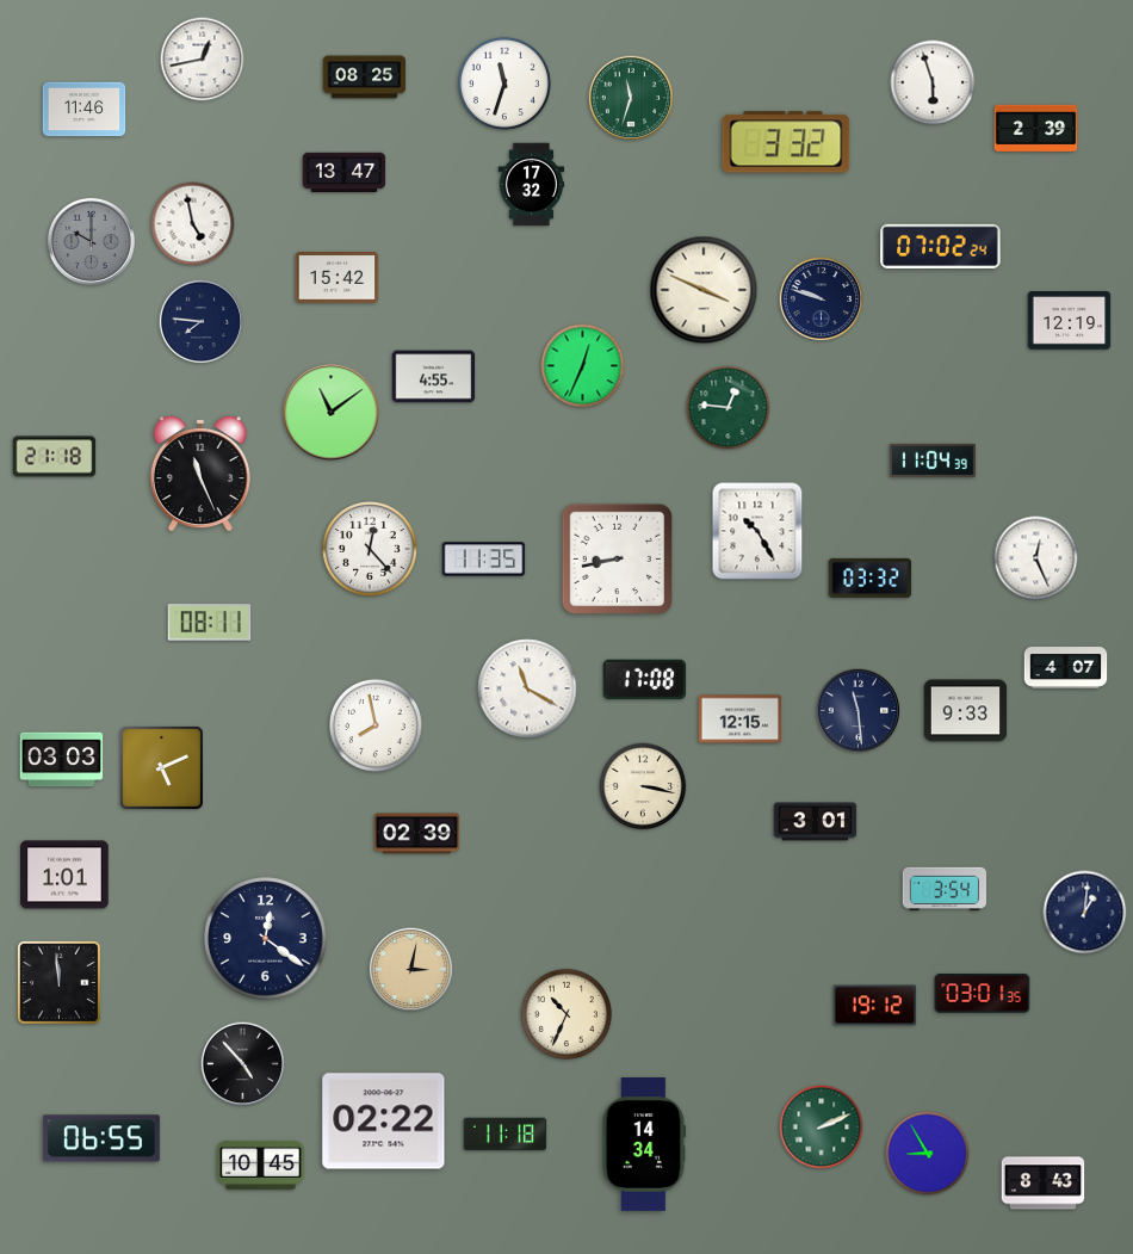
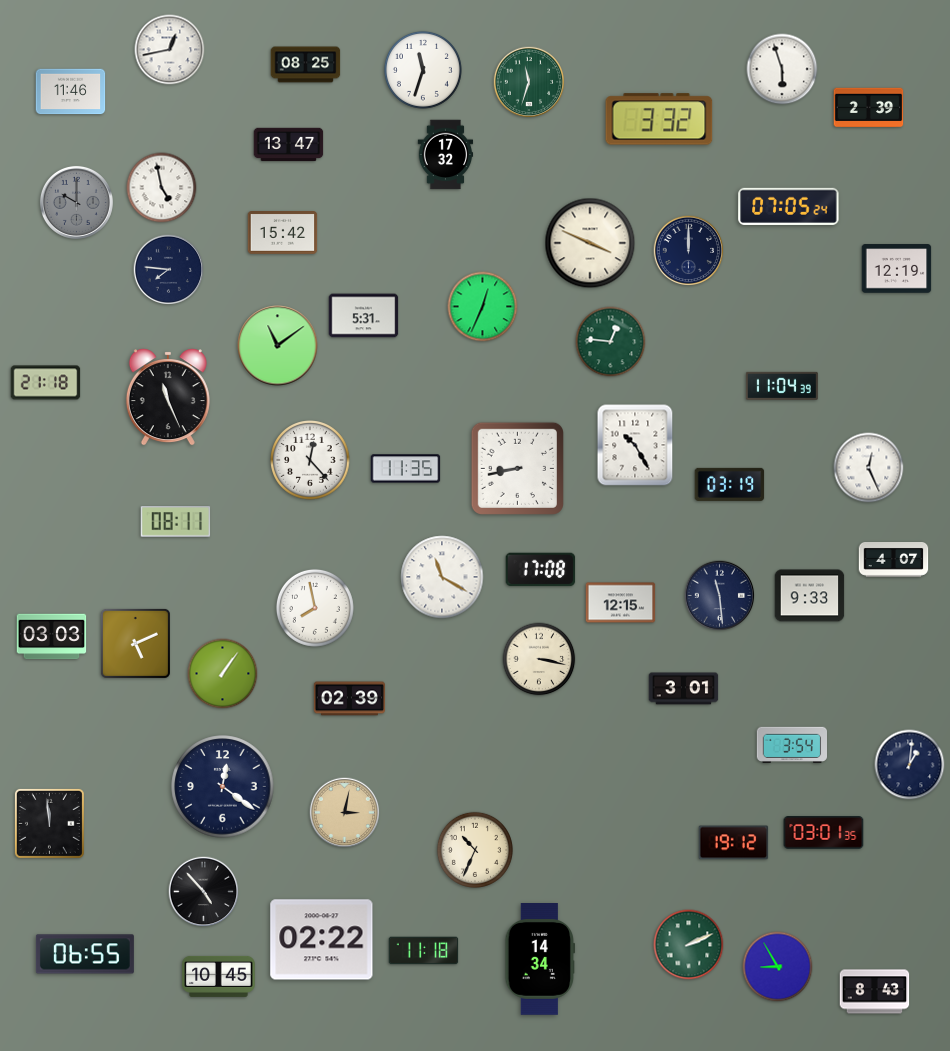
clock at (941, 246): 07:02 -> 07:05
clock at (822, 299): 9:48 -> 12:00
clock at (583, 366) position: (583, 366) -> (483, 307)
clock at (434, 377): 4:55 -> 5:31
clock at (871, 577): 03:32 -> 03:19
clock at (223, 674): none -> 1:06
clock at (64, 875): 1:01 -> none
